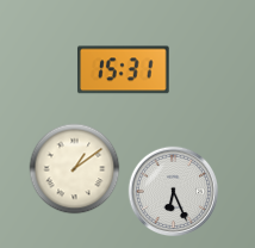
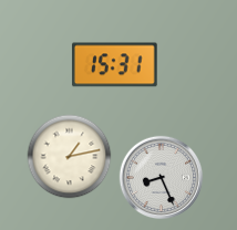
clock at (75, 169): 1:09 -> 1:13
clock at (174, 192): 6:26 -> 8:26
